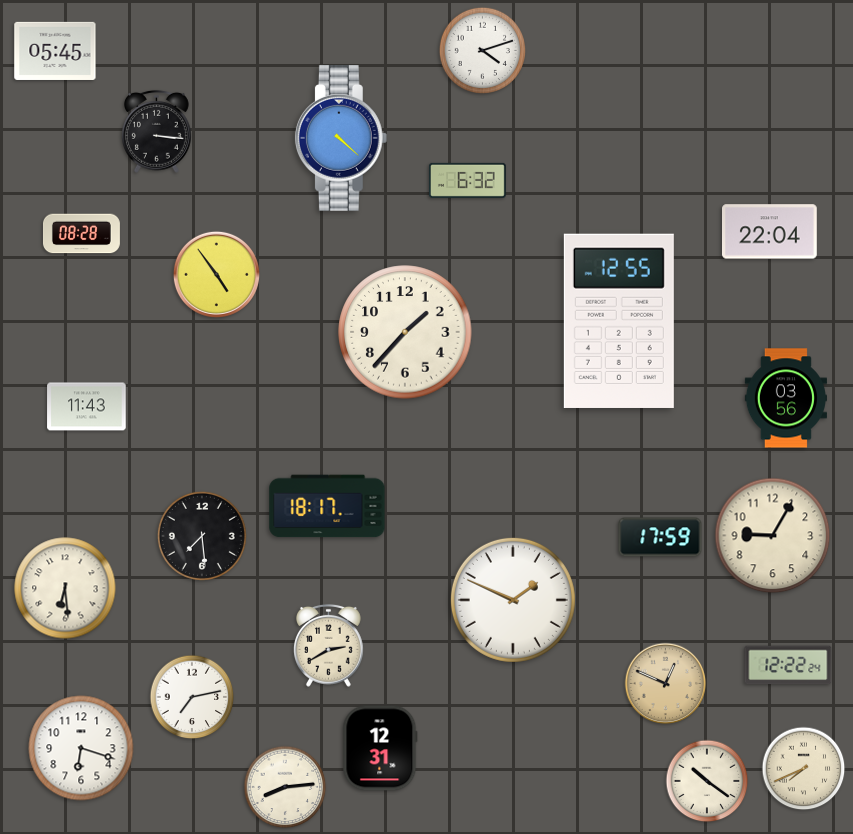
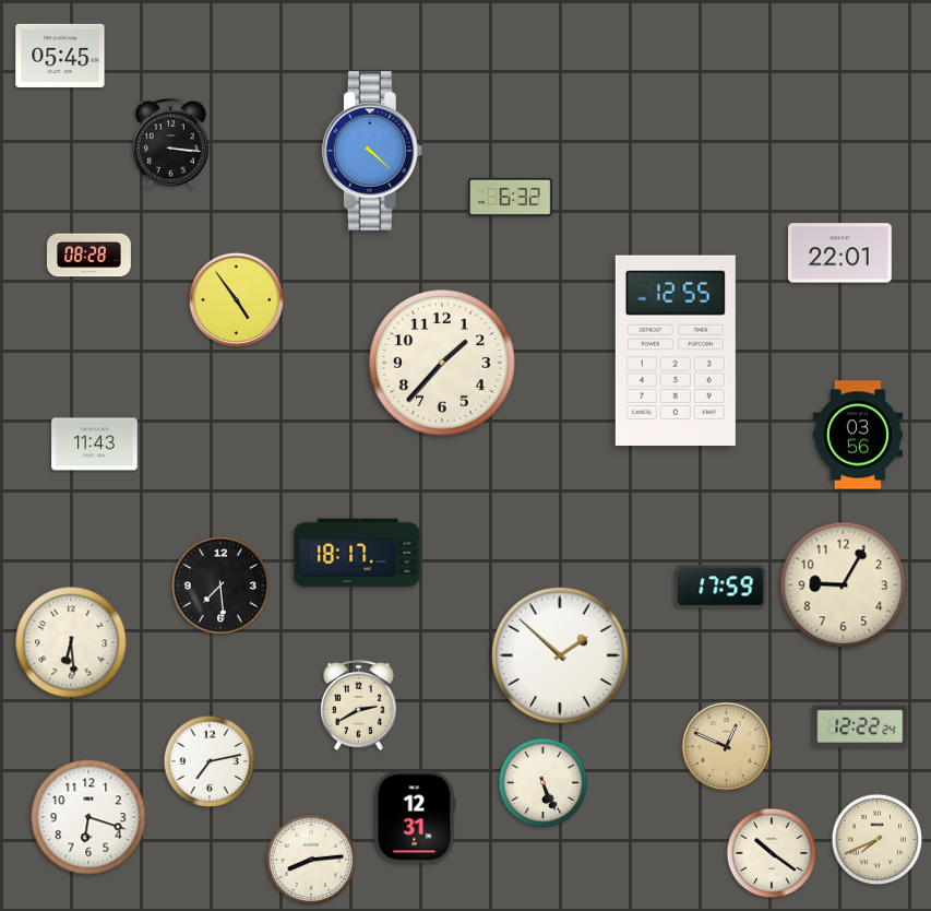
clock at (482, 50): 4:12 -> none
clock at (770, 232): 22:04 -> 22:01
clock at (513, 600): 1:49 -> 1:52
clock at (544, 783): none -> 5:26
